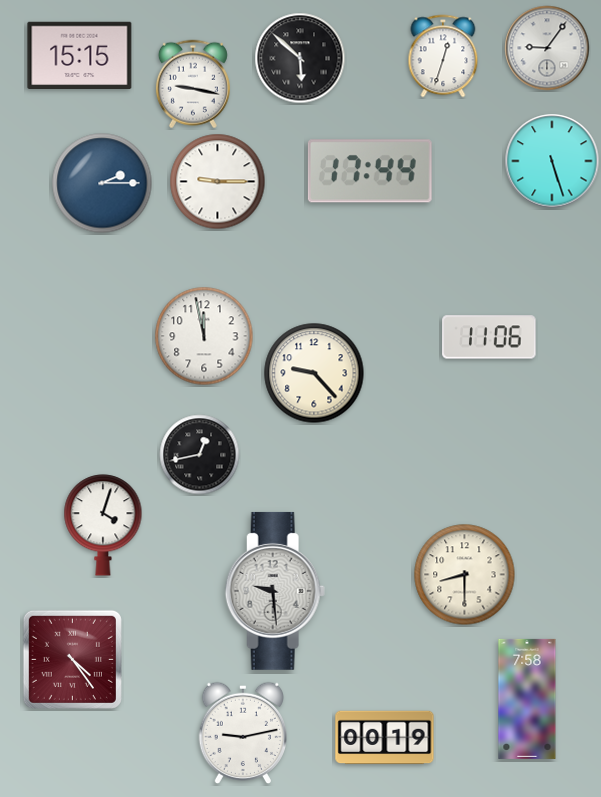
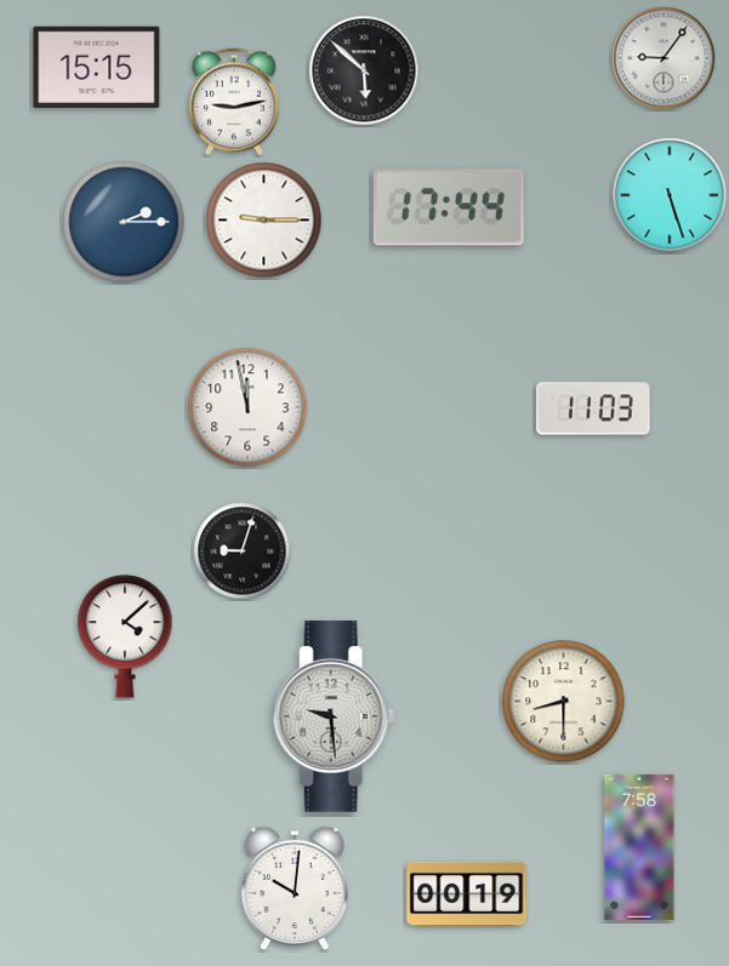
clock at (443, 56): 12:33 -> none
clock at (193, 84): 9:17 -> 9:13
clock at (489, 337): 11:06 -> 11:03
clock at (314, 373): 9:23 -> none
clock at (200, 455): 12:43 -> 9:03
clock at (103, 525): 4:03 -> 4:08
clock at (465, 575) position: (465, 575) -> (564, 702)
clock at (72, 659): 4:24 -> none
clock at (242, 733): 9:13 -> 10:01
